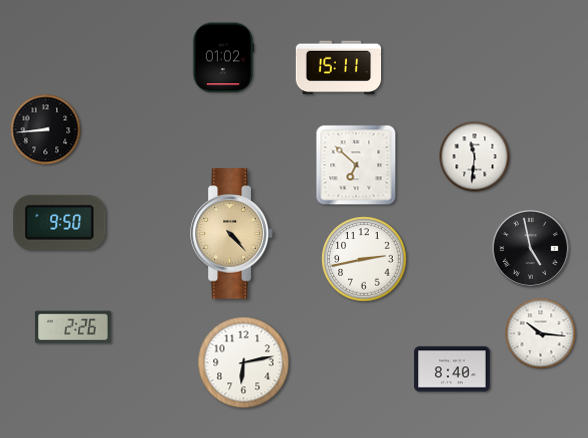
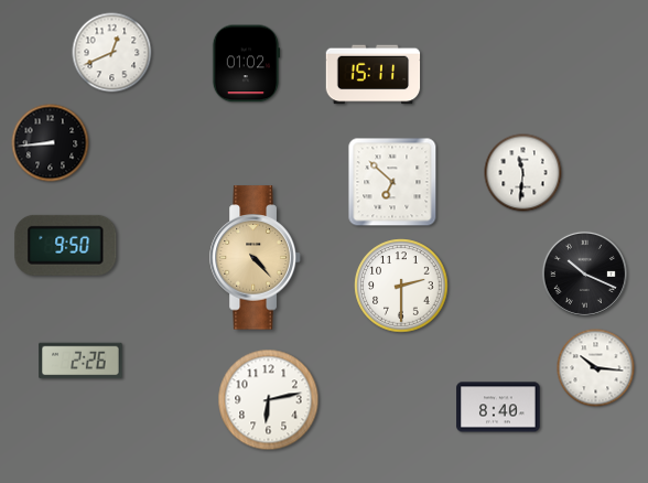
clock at (112, 53): none -> 12:41
clock at (530, 248): 4:58 -> 10:19
clock at (364, 259): 2:43 -> 2:30
